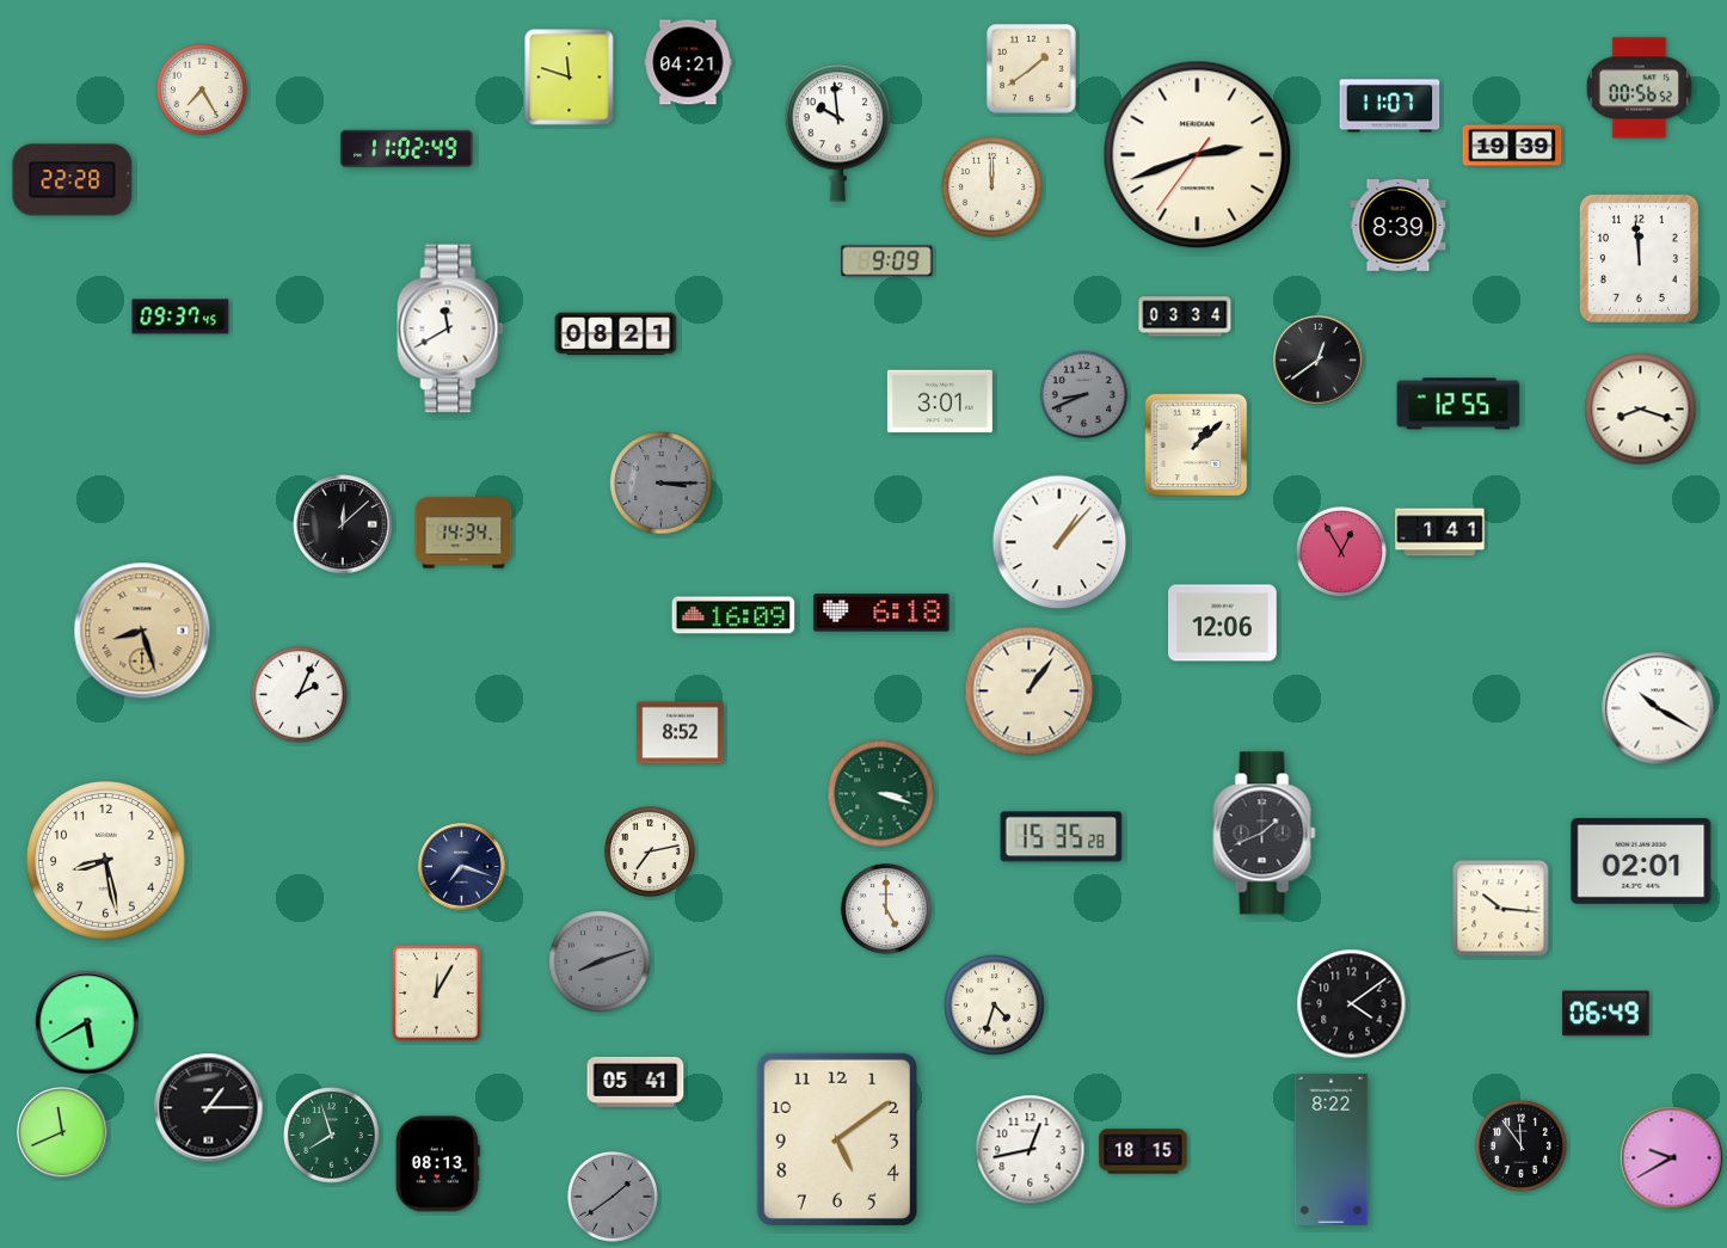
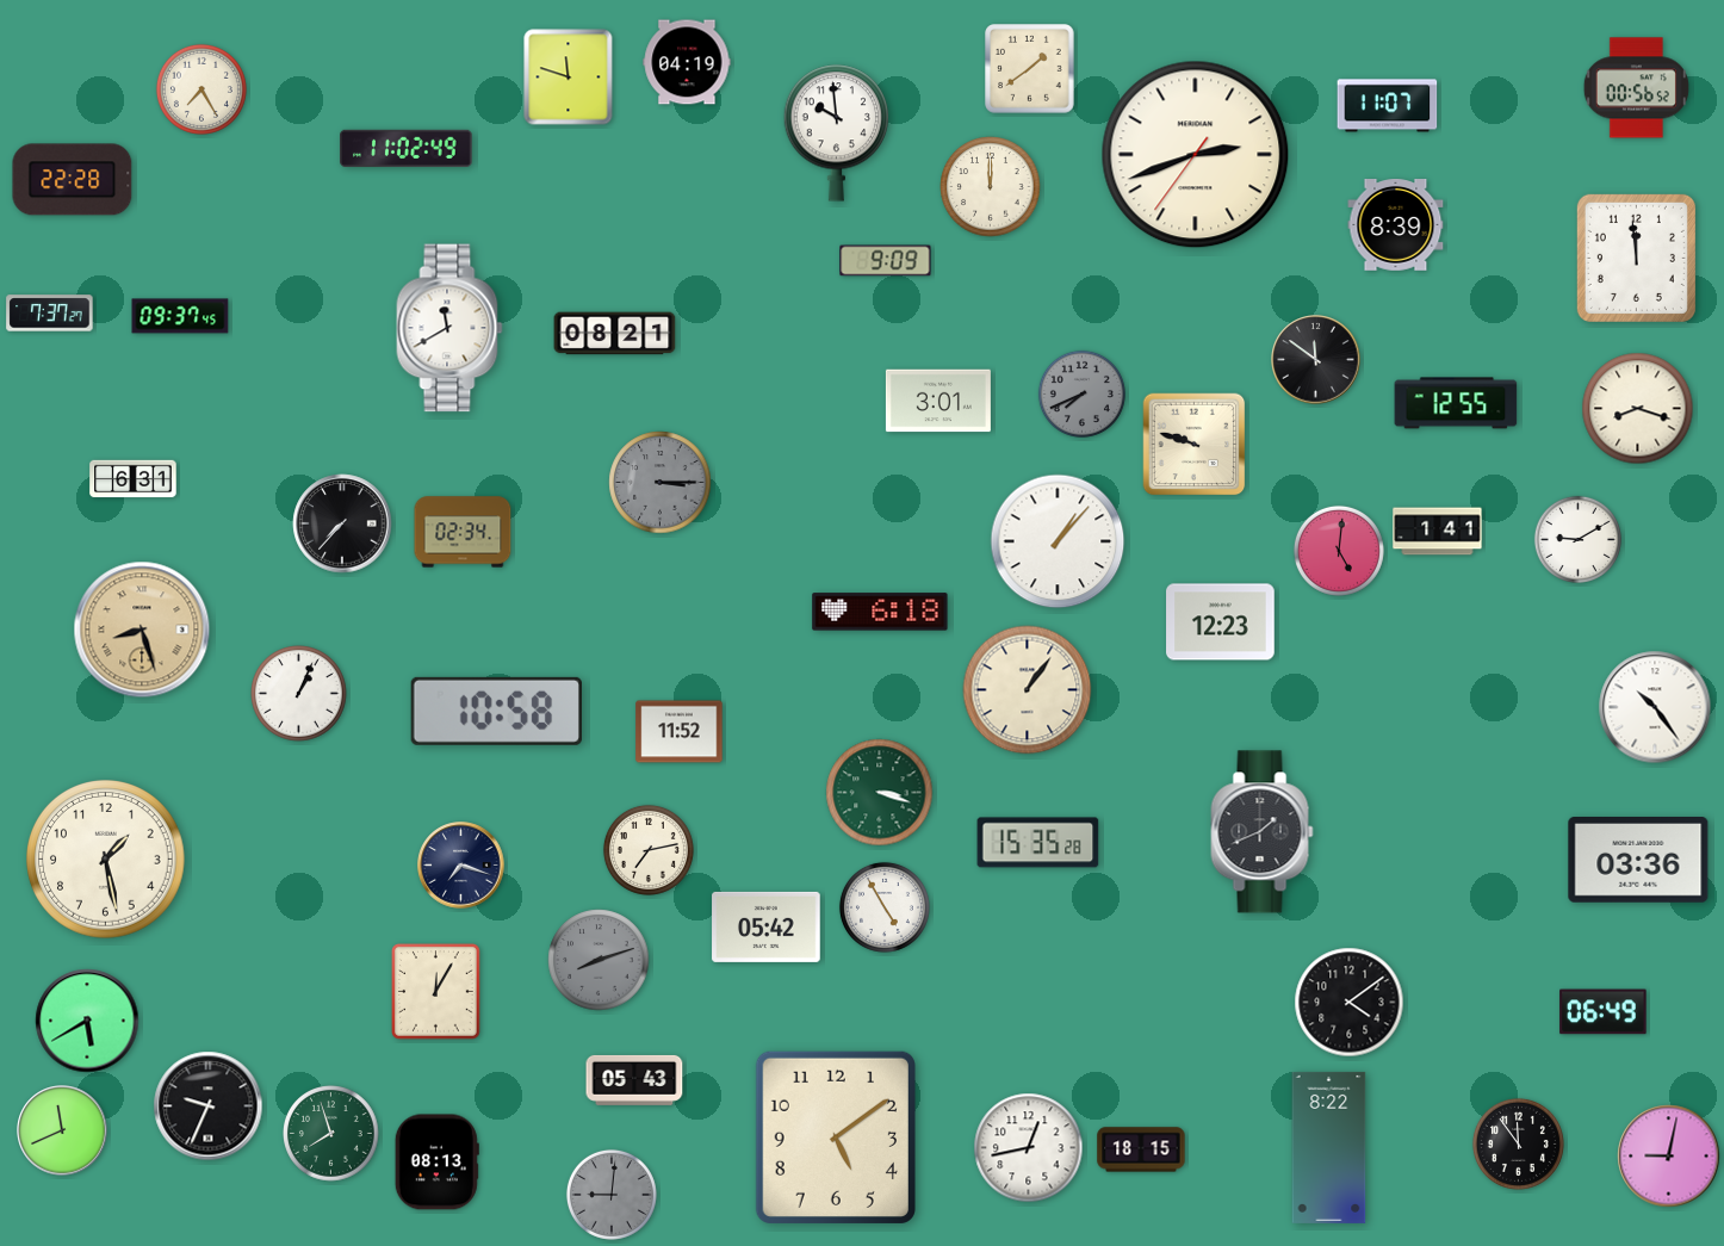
clock at (688, 62): 04:21 -> 04:19
clock at (1512, 146): 19:39 -> none
clock at (50, 314): none -> 7:37
clock at (1185, 316): 03:34 -> none
clock at (1319, 361): 12:39 -> 11:51
clock at (1083, 394): 8:41 -> 7:41
clock at (1197, 445): 1:08 -> 9:48
clock at (134, 479): none -> 6:31
clock at (343, 524): 12:08 -> 7:37
clock at (463, 533): 14:34 -> 02:34
clock at (1577, 539): none -> 9:10
clock at (1341, 552): 12:55 -> 5:01
clock at (733, 615): 16:09 -> none
clock at (1223, 623): 12:06 -> 12:23
clock at (300, 695): 2:04 -> 1:04
clock at (1658, 708): 10:20 -> 10:24
clock at (496, 711): none -> 10:58
clock at (681, 733): 8:52 -> 11:52
clock at (1062, 837) position: (1062, 837) -> (1038, 843)
clock at (106, 861): 8:28 -> 1:28
clock at (1641, 862): 02:01 -> 03:36
clock at (886, 909): 5:00 -> 4:55
clock at (1501, 909): 10:16 -> none
clock at (767, 926): none -> 05:42
clock at (995, 1006): 4:33 -> none
clock at (635, 1082): 05:41 -> 05:43
clock at (209, 1108): 1:15 -> 9:34
clock at (1672, 1158): 9:40 -> 9:02
clock at (613, 1197): 1:39 -> 9:01
